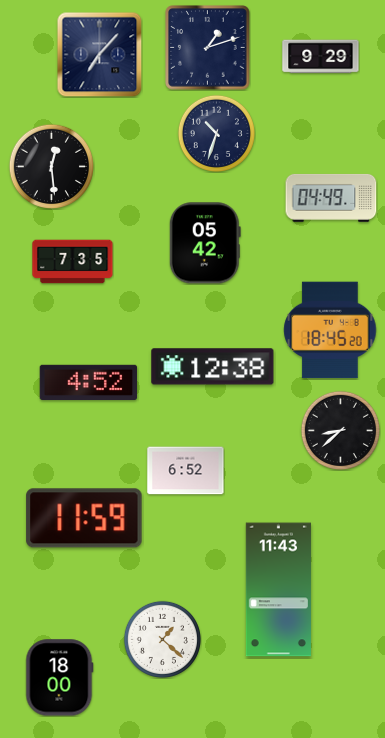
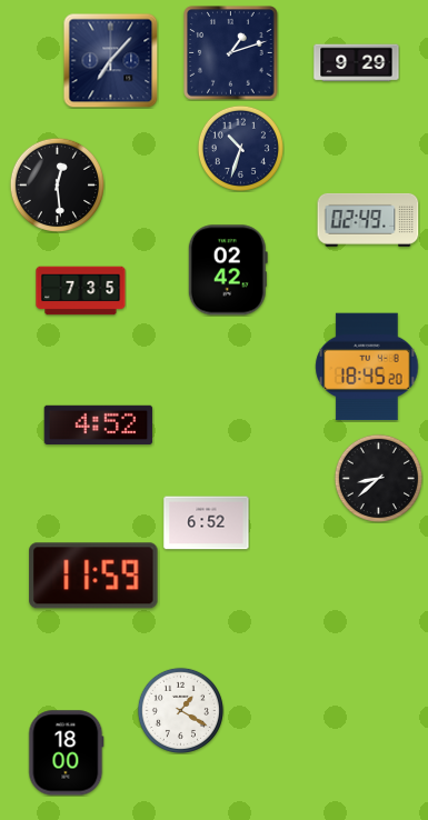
clock at (331, 198): 04:49 -> 02:49
clock at (205, 243): 05:42 -> 02:42
clock at (213, 367): 12:38 -> none
clock at (278, 590): 11:43 -> none
clock at (162, 639): 1:22 -> 1:20
